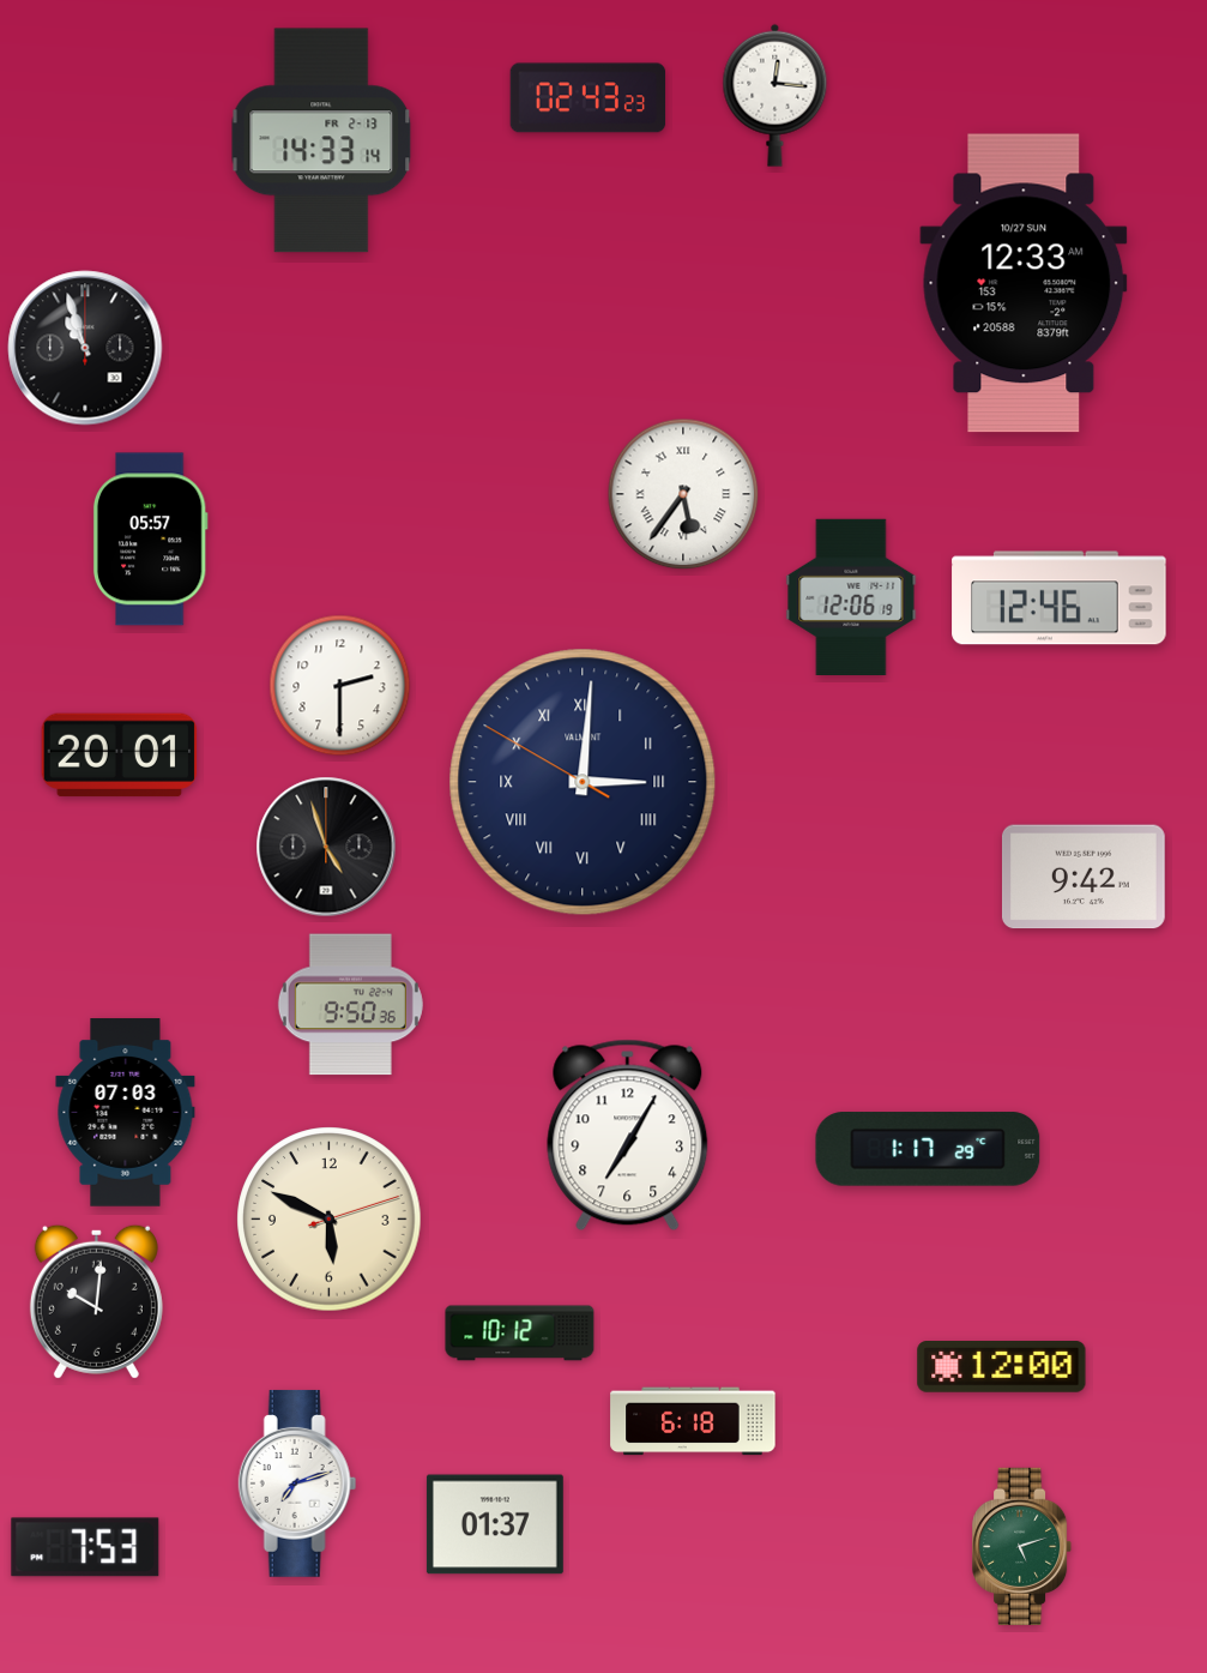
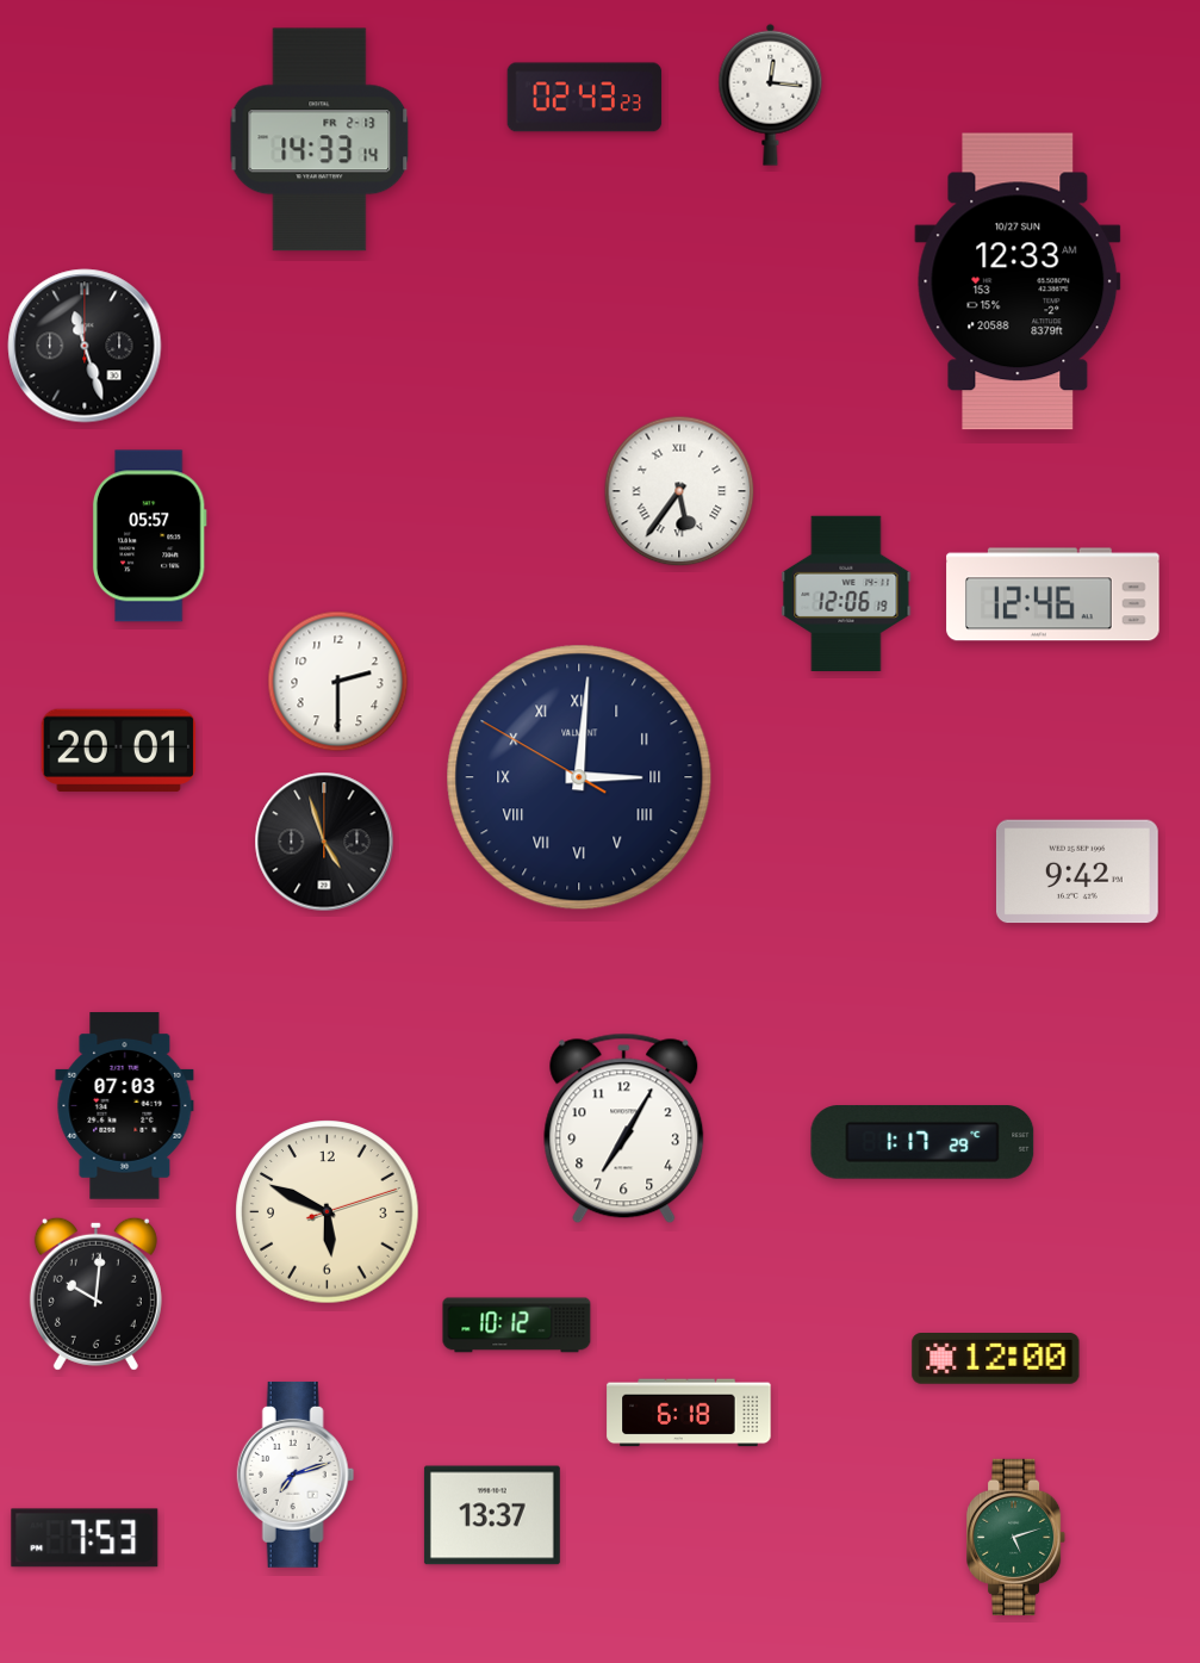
clock at (85, 348): 10:57 -> 11:27
clock at (350, 1005): 9:50 -> none
clock at (495, 1524): 01:37 -> 13:37
